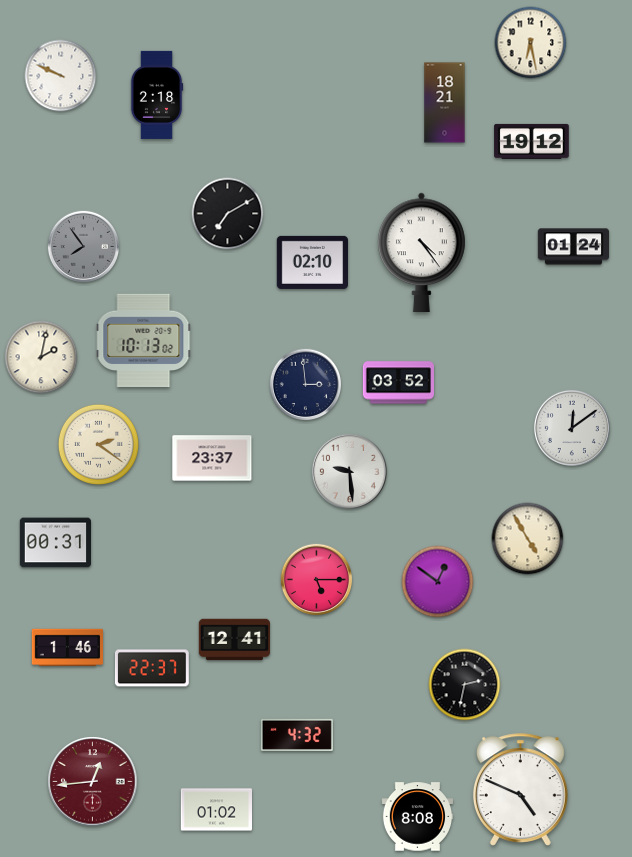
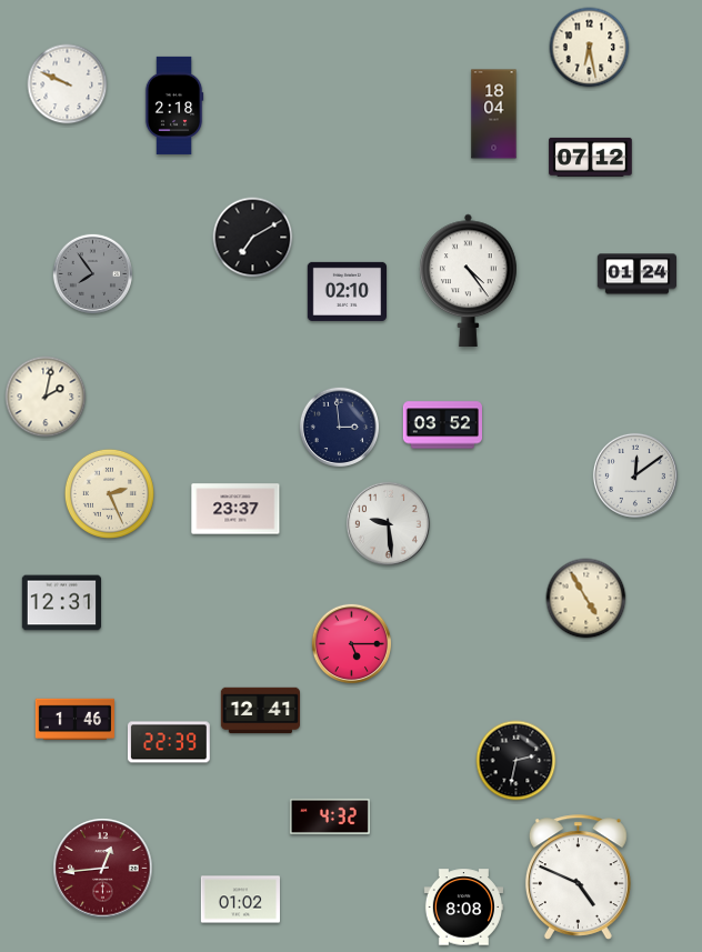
clock at (445, 103): 18:21 -> 18:04
clock at (532, 141): 19:12 -> 07:12
clock at (144, 341): 10:13 -> none
clock at (98, 444): 2:21 -> 2:26
clock at (55, 543): 00:31 -> 12:31
clock at (438, 582): 12:51 -> none
clock at (152, 668): 22:37 -> 22:39
